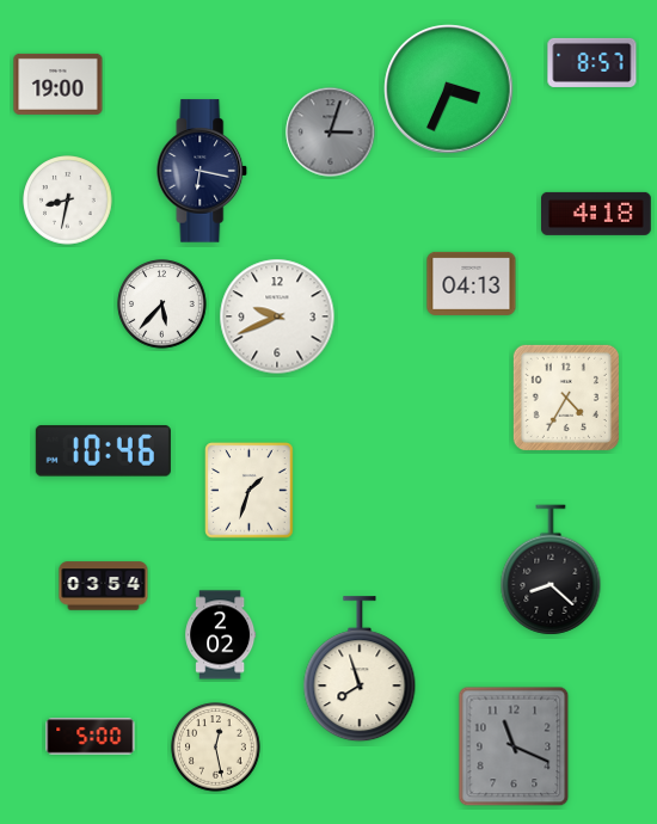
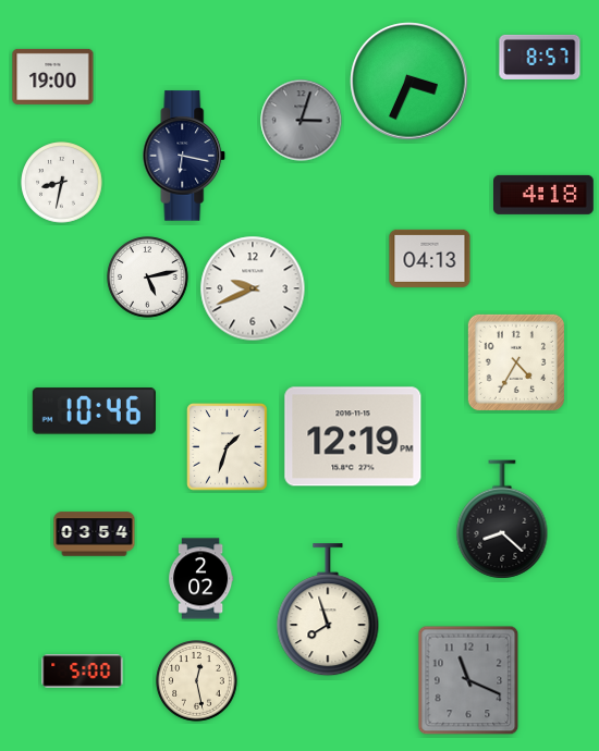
clock at (162, 305): 5:37 -> 5:13
clock at (353, 436): none -> 12:19
